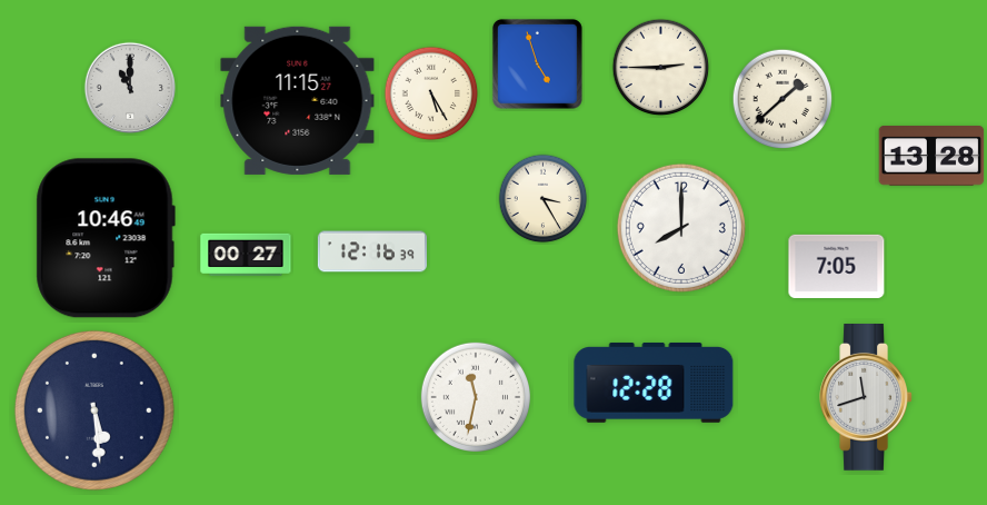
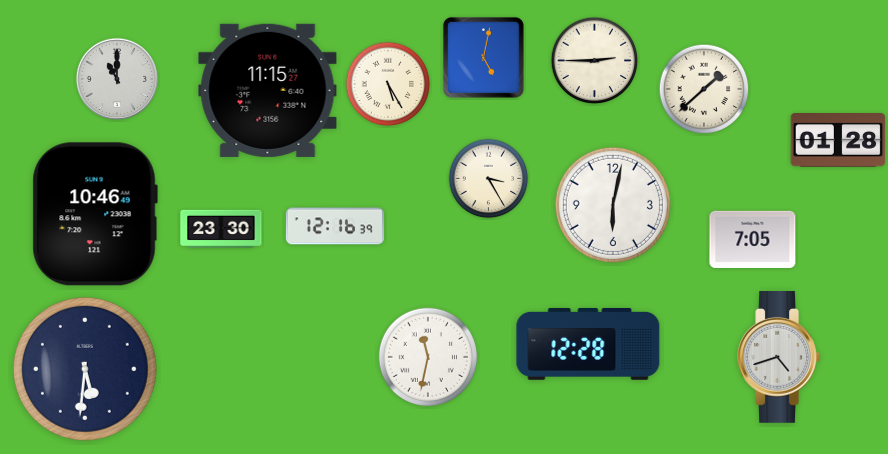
clock at (537, 63): 4:57 -> 5:02
clock at (931, 157): 13:28 -> 01:28
clock at (681, 228): 8:00 -> 6:02
clock at (246, 254): 00:27 -> 23:30
clock at (866, 398): 11:42 -> 4:42
clock at (94, 410): 5:29 -> 5:31
